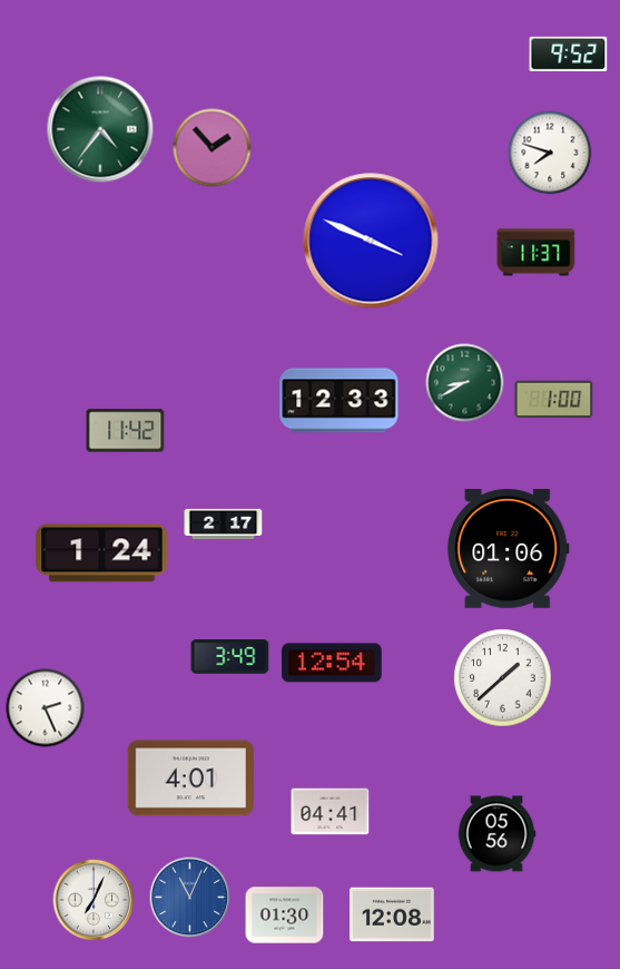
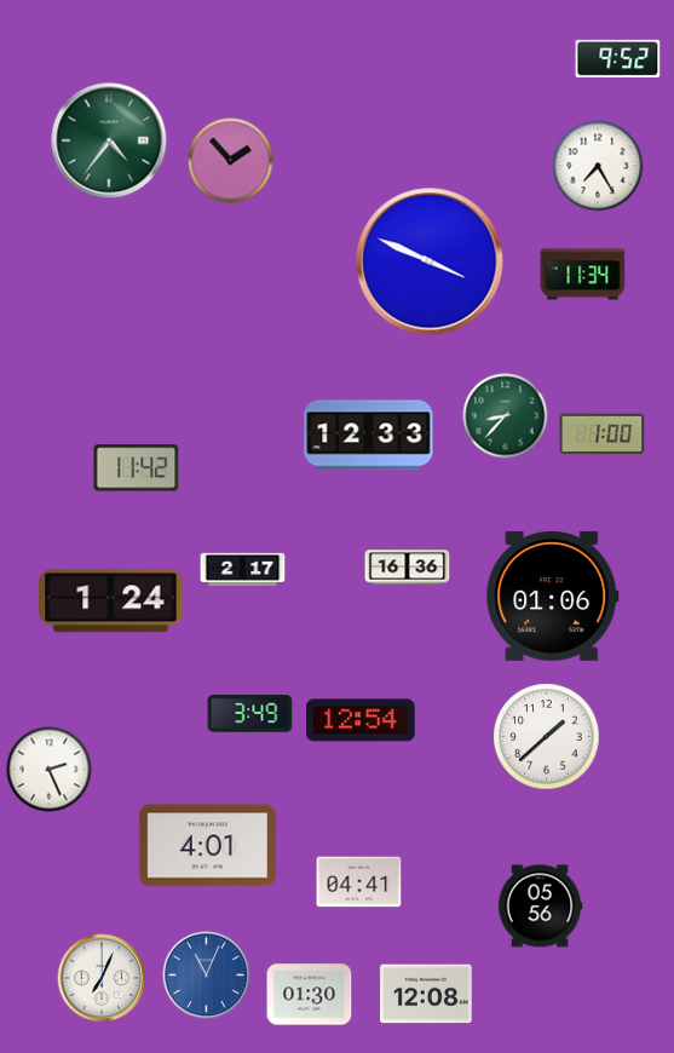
clock at (550, 153): 7:48 -> 7:25
clock at (371, 241) position: (371, 241) -> (430, 261)
clock at (537, 253): 11:37 -> 11:34
clock at (465, 383): 8:40 -> 8:37
clock at (408, 568): none -> 16:36
